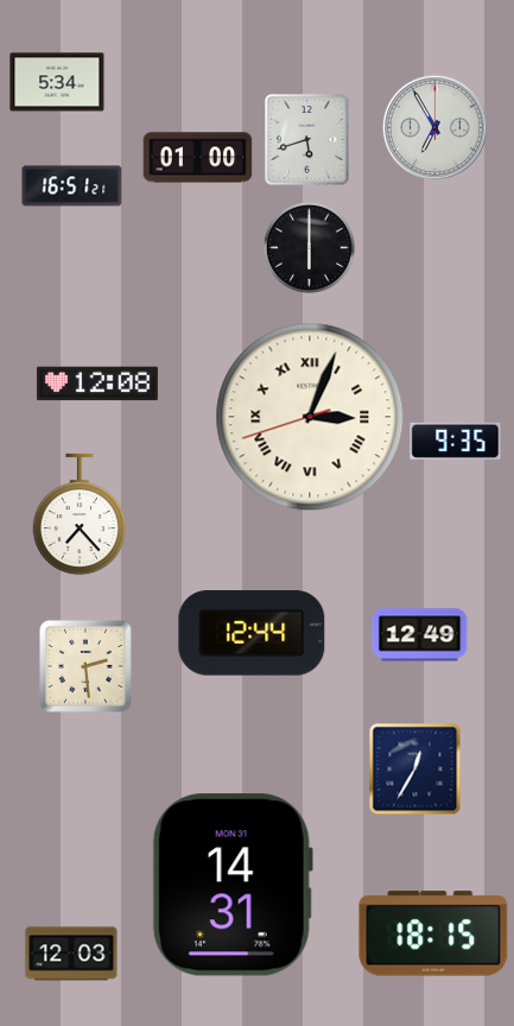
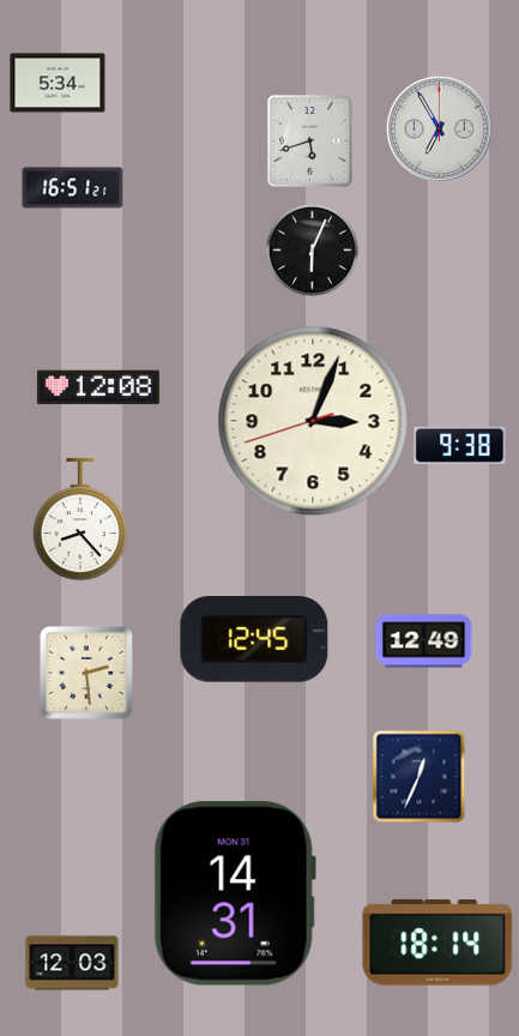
clock at (198, 158): 01:00 -> none
clock at (309, 247): 6:00 -> 6:04
clock at (310, 417) numerals: Roman -> Arabic
clock at (456, 441): 9:35 -> 9:38
clock at (78, 514): 7:23 -> 8:23
clock at (252, 633): 12:44 -> 12:45
clock at (414, 768): 12:35 -> 12:34
clock at (433, 933): 18:15 -> 18:14
